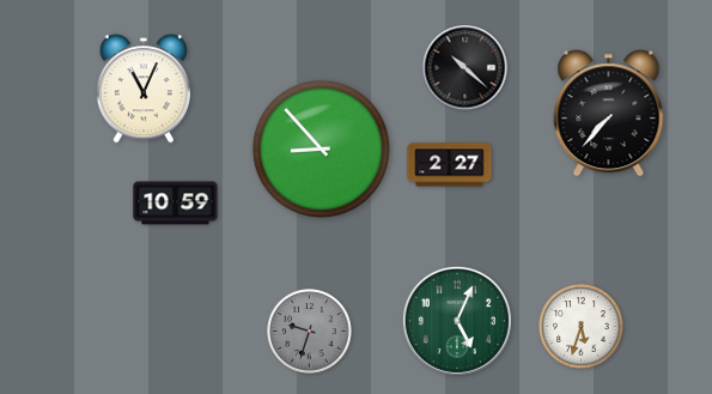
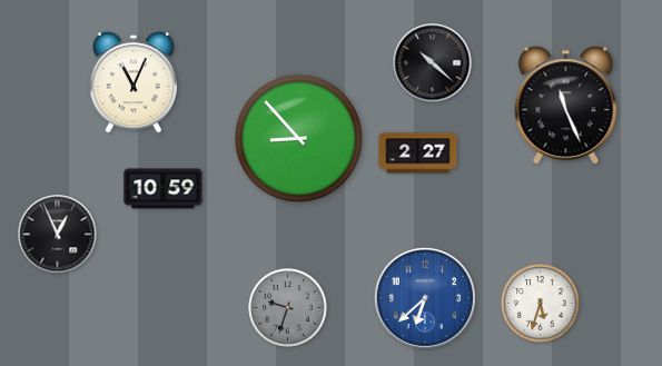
clock at (609, 114): 7:37 -> 11:26
clock at (58, 235): none -> 12:56
clock at (457, 321): 5:04 -> 6:38
clock at (457, 321) dial: green -> blue
